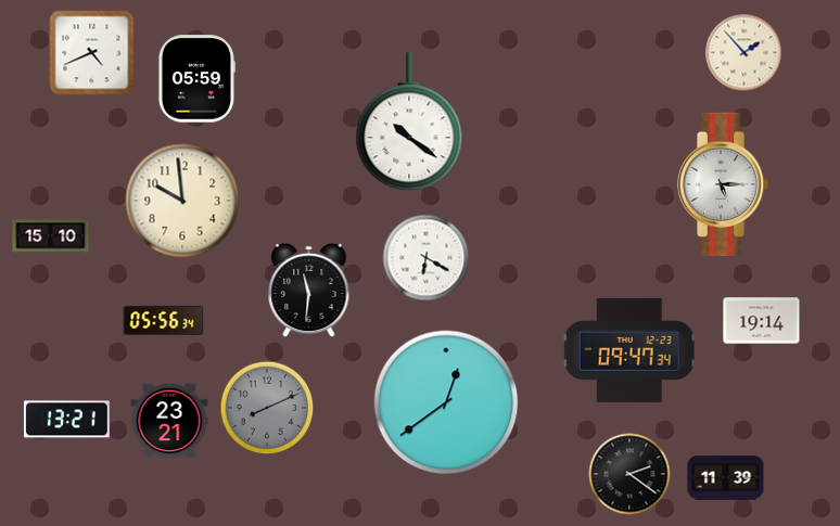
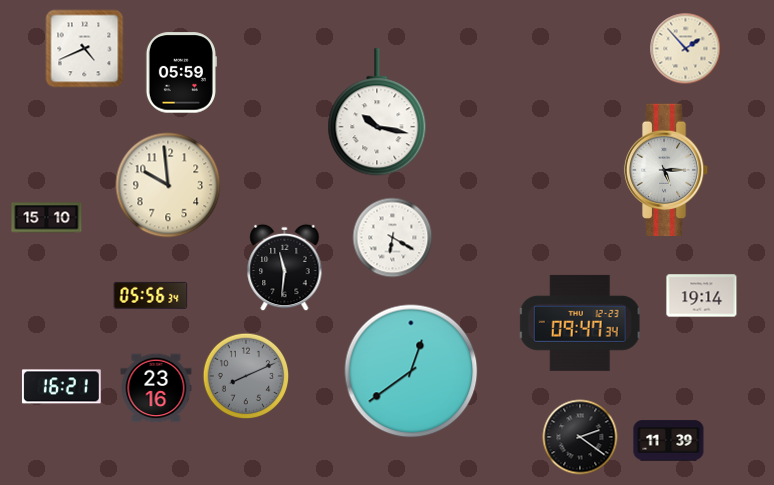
clock at (409, 123): 10:21 -> 10:17
clock at (66, 420): 13:21 -> 16:21
clock at (169, 421): 23:21 -> 23:16
